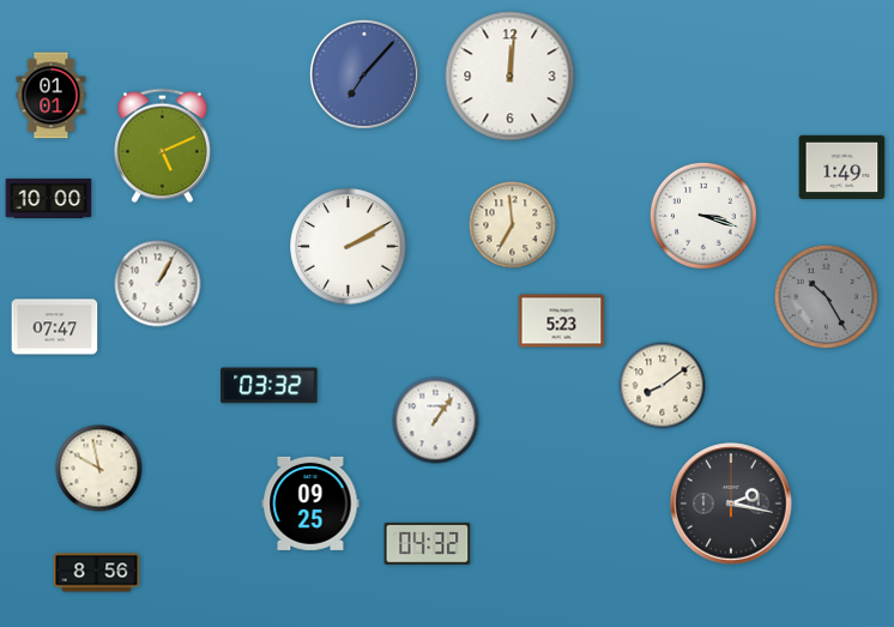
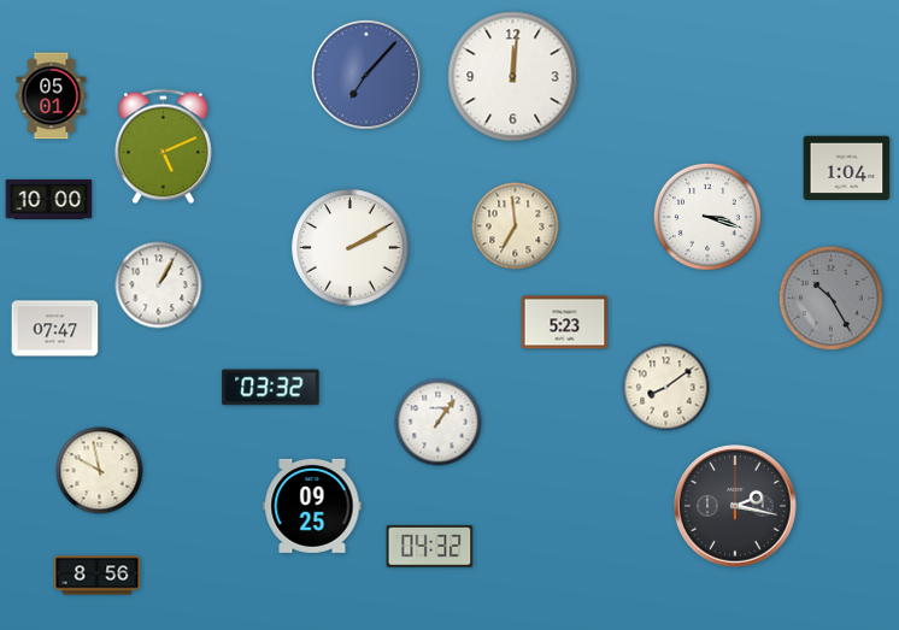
clock at (52, 96): 01:01 -> 05:01
clock at (842, 168): 1:49 -> 1:04
